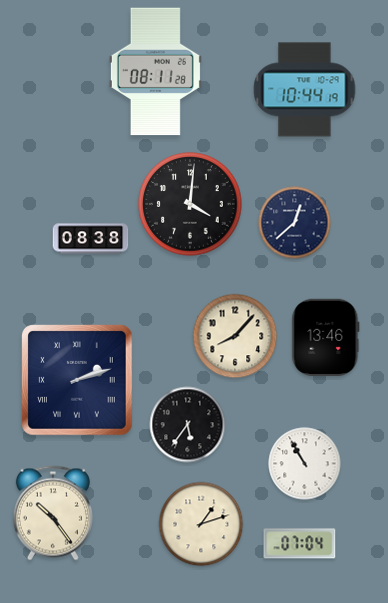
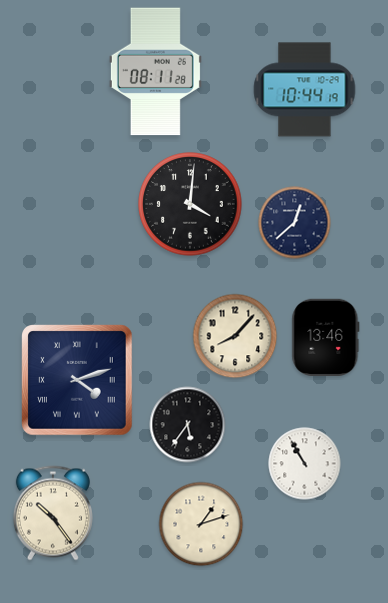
clock at (91, 239): 08:38 -> none
clock at (77, 380): 2:12 -> 4:12
clock at (300, 544): 07:04 -> none
